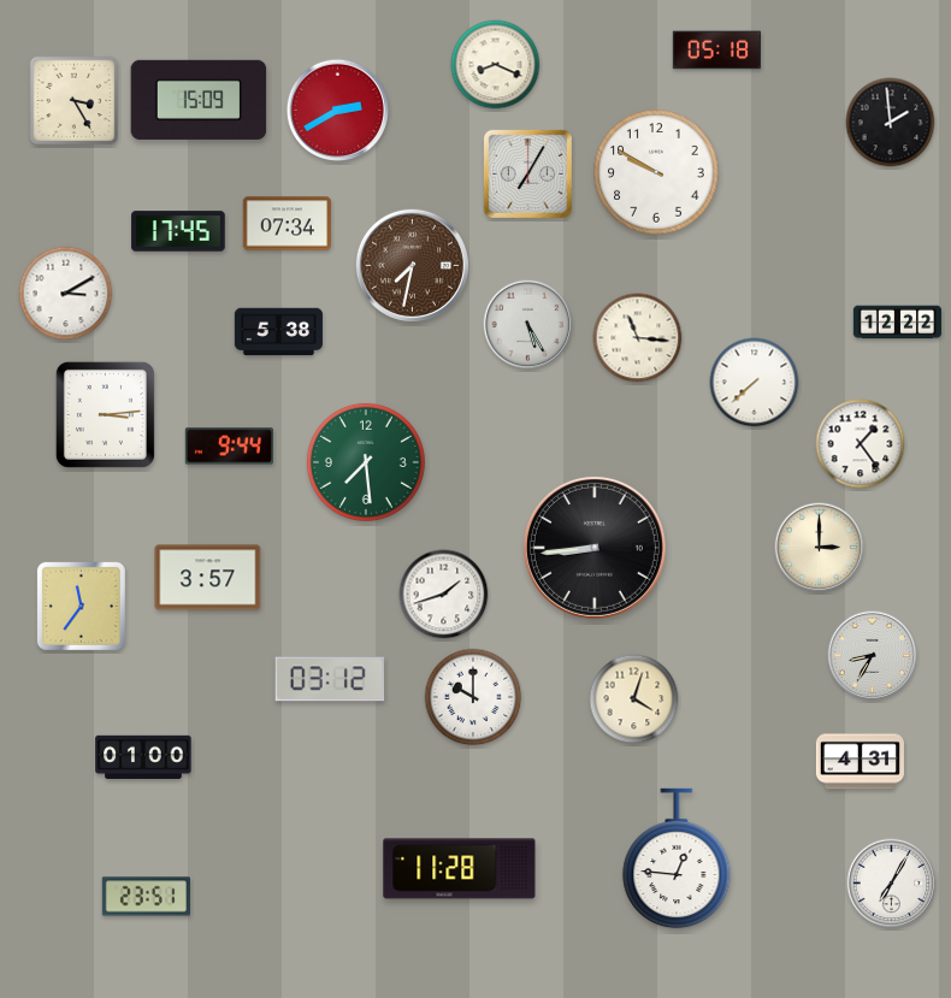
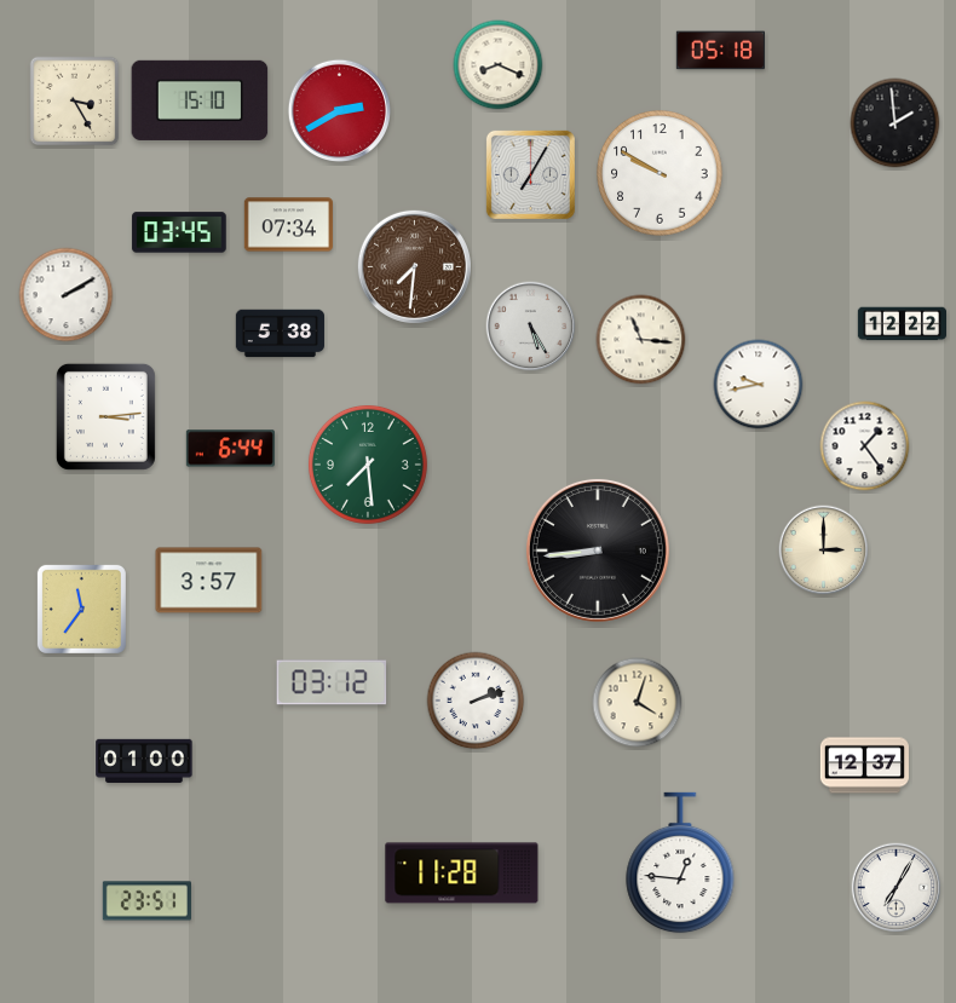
clock at (199, 100): 15:09 -> 15:10
clock at (178, 231): 17:45 -> 03:45
clock at (412, 265): 7:32 -> 7:31
clock at (66, 294): 3:10 -> 2:10
clock at (755, 383): 7:38 -> 9:43
clock at (229, 447): 9:44 -> 6:44
clock at (444, 595): 1:42 -> none
clock at (873, 656): 8:35 -> none
clock at (473, 697): 10:00 -> 2:12
clock at (860, 762): 4:31 -> 12:37
